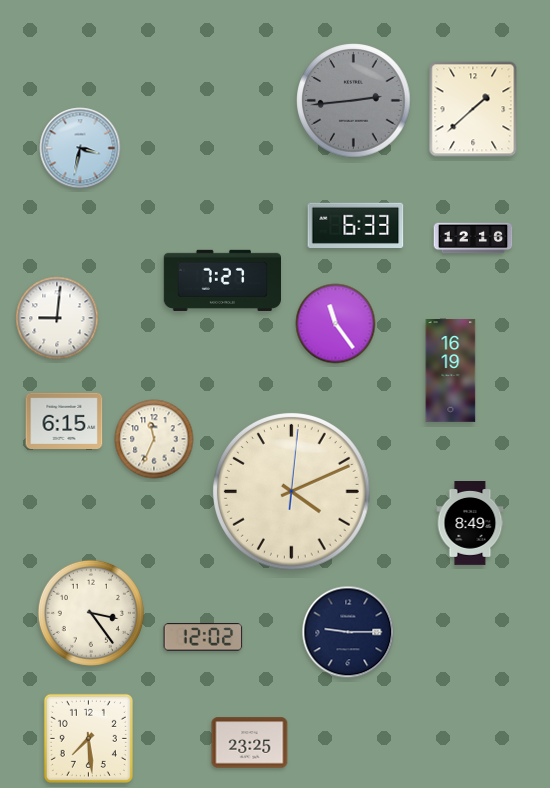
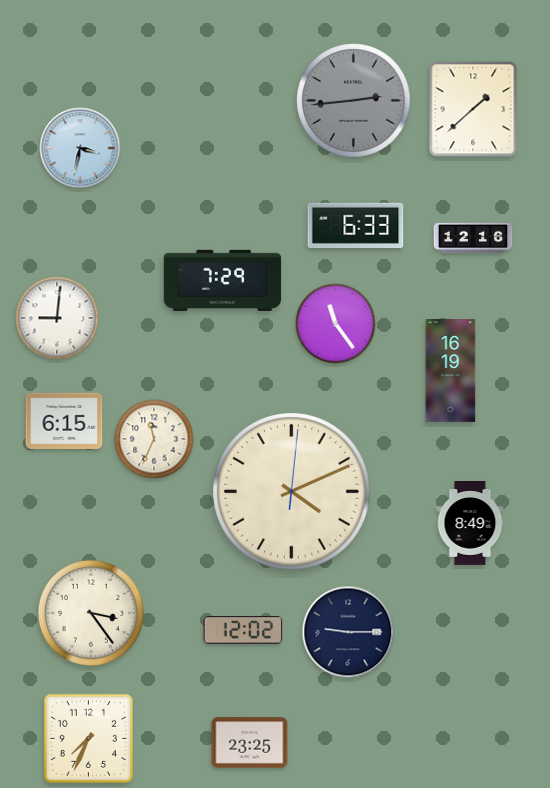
clock at (222, 280): 7:27 -> 7:29
clock at (203, 637) position: (203, 637) -> (243, 630)
clock at (88, 738): 7:29 -> 7:34
